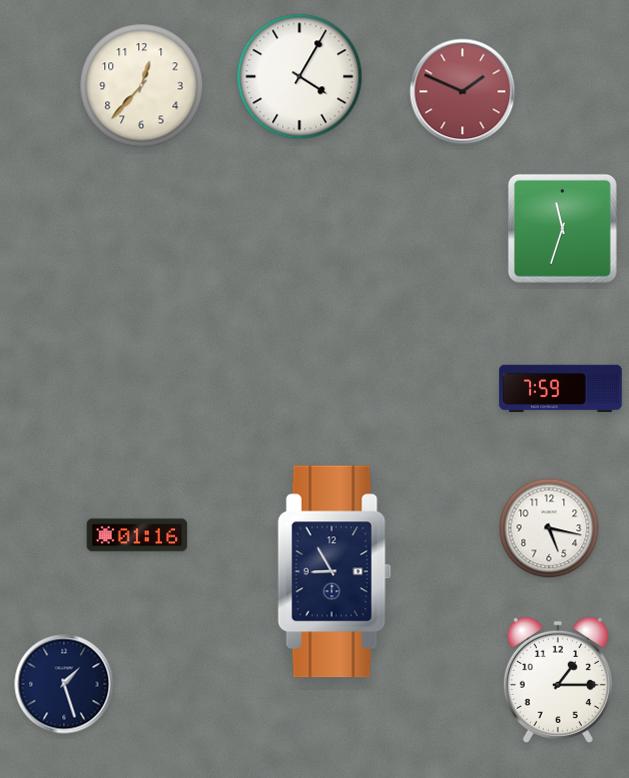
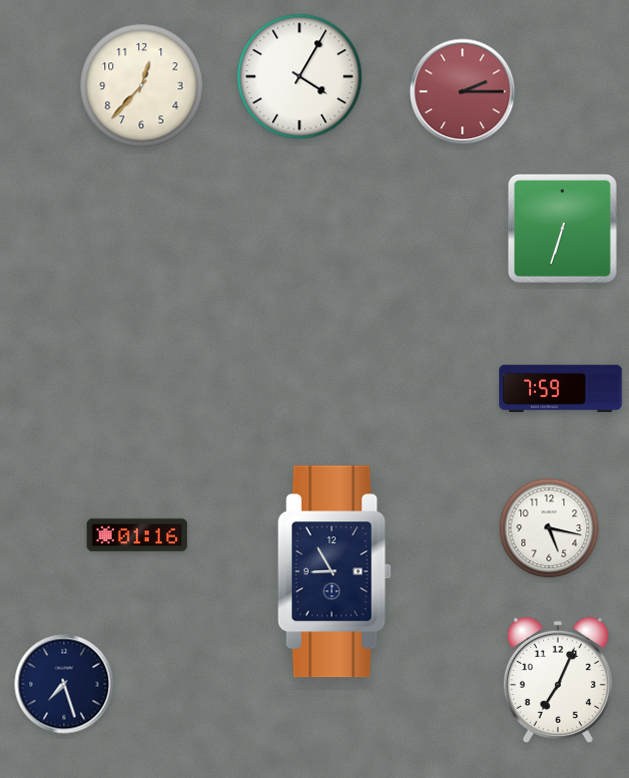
clock at (463, 92): 1:49 -> 2:15
clock at (562, 228): 11:33 -> 6:33
clock at (558, 680): 1:15 -> 7:04
clock at (64, 684): 1:27 -> 7:27
